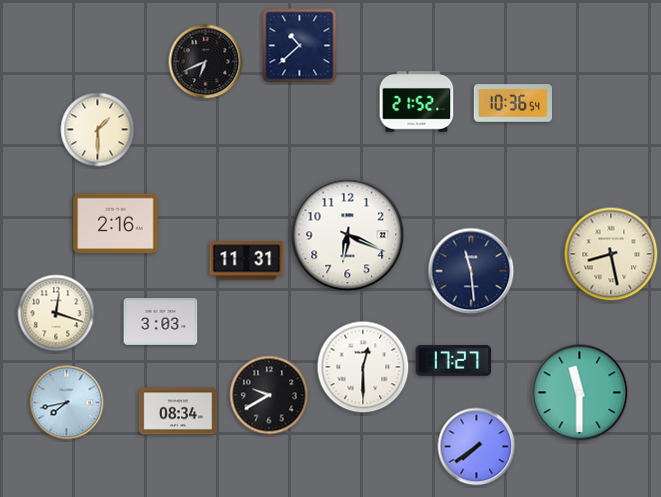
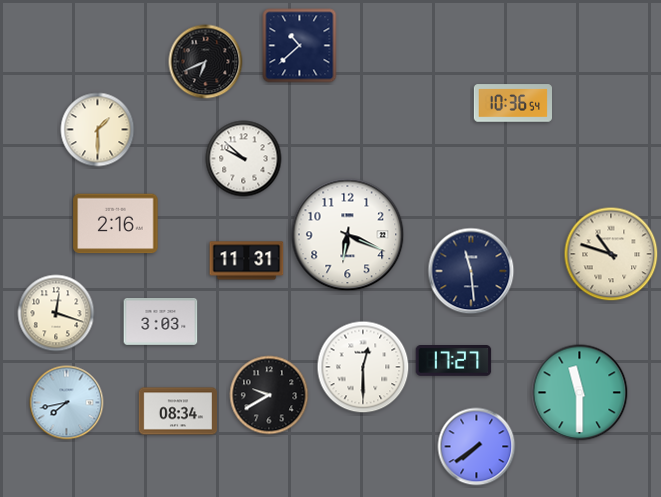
clock at (417, 102): 21:52 -> none
clock at (244, 159): none -> 9:52
clock at (611, 254): 8:28 -> 10:48
